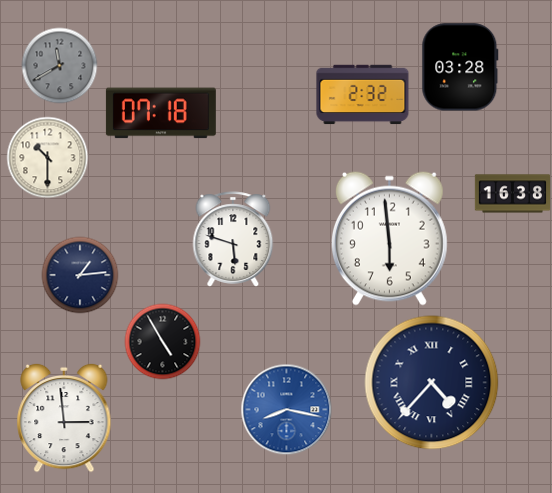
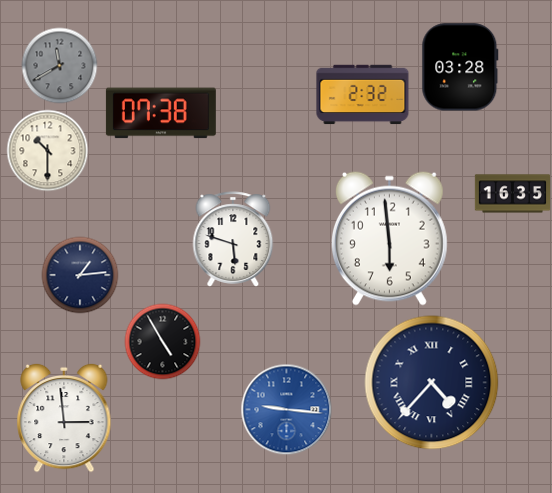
clock at (161, 113): 07:18 -> 07:38
clock at (48, 158) position: (48, 158) -> (48, 151)
clock at (512, 194): 16:38 -> 16:35
clock at (287, 410): 8:17 -> 9:16
